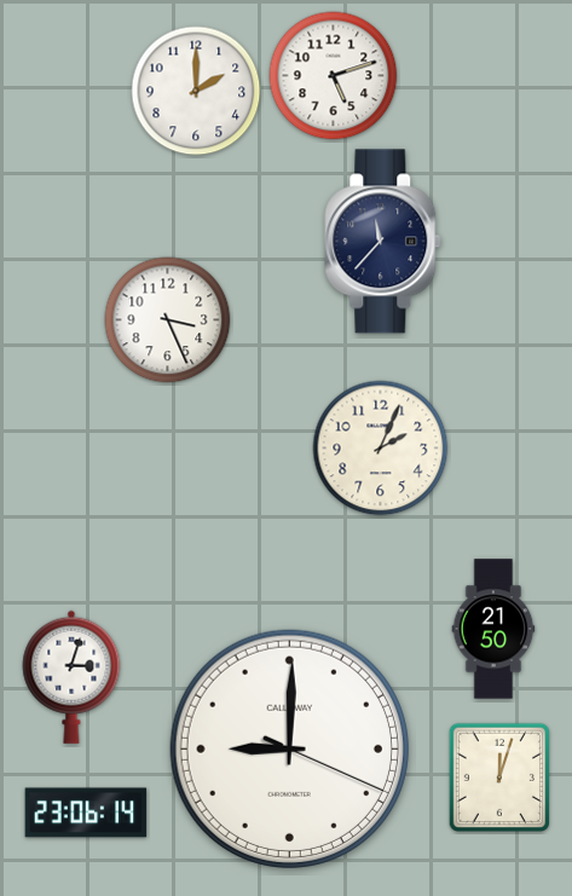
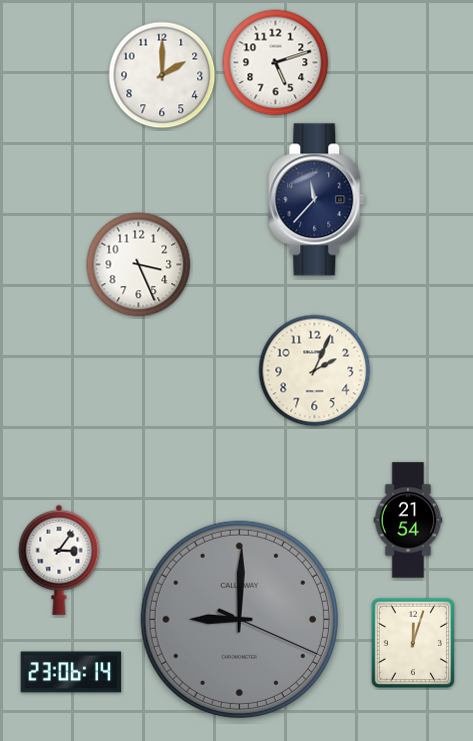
clock at (493, 629): 21:50 -> 21:54
clock at (71, 677): 3:03 -> 3:06
clock at (289, 748) dial: white -> grey
